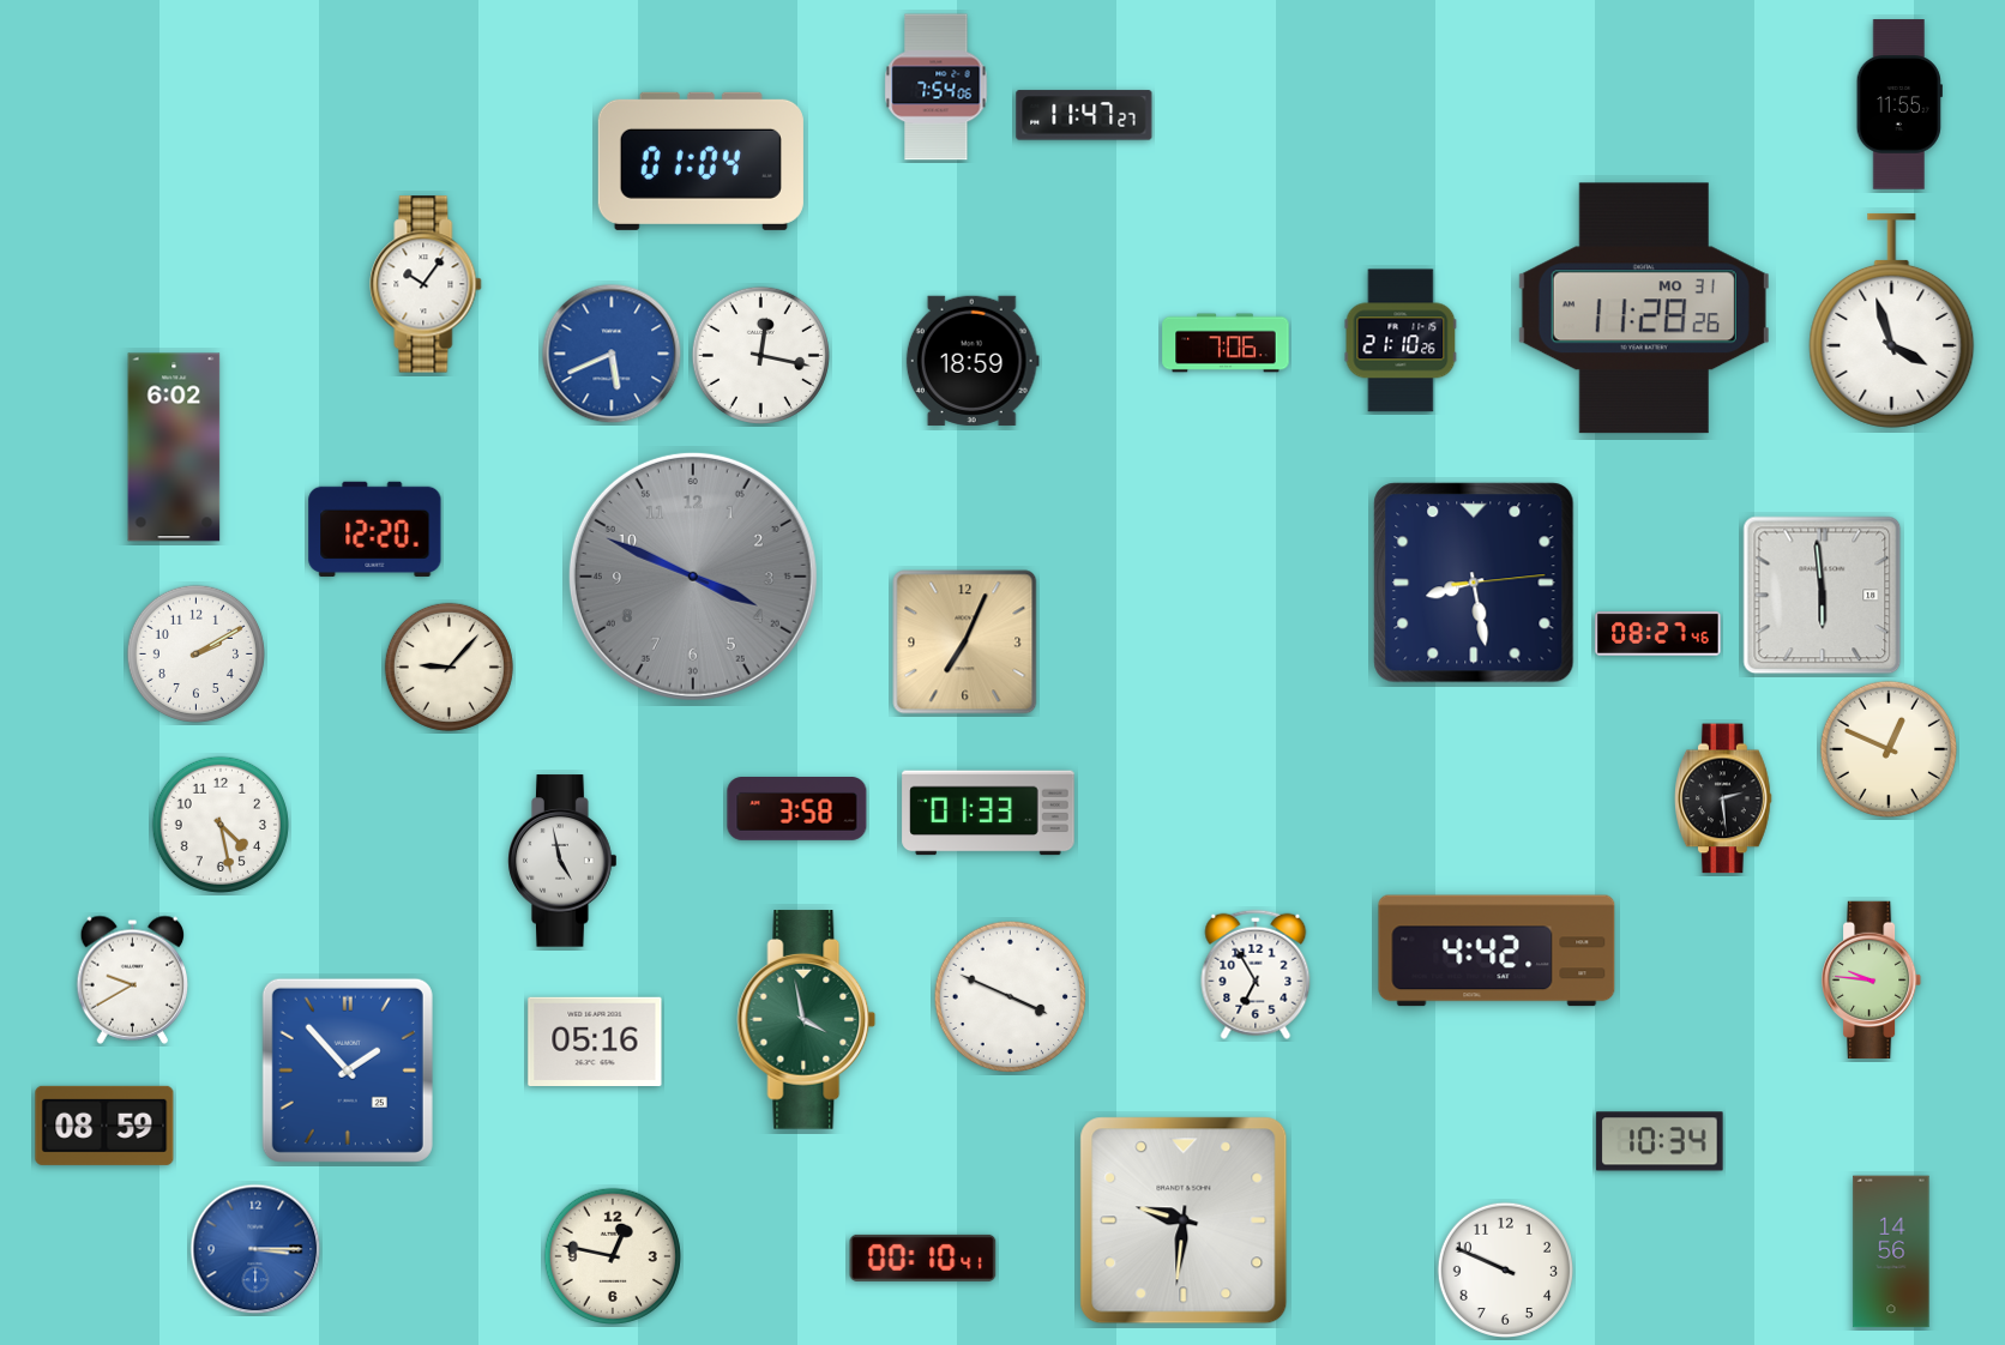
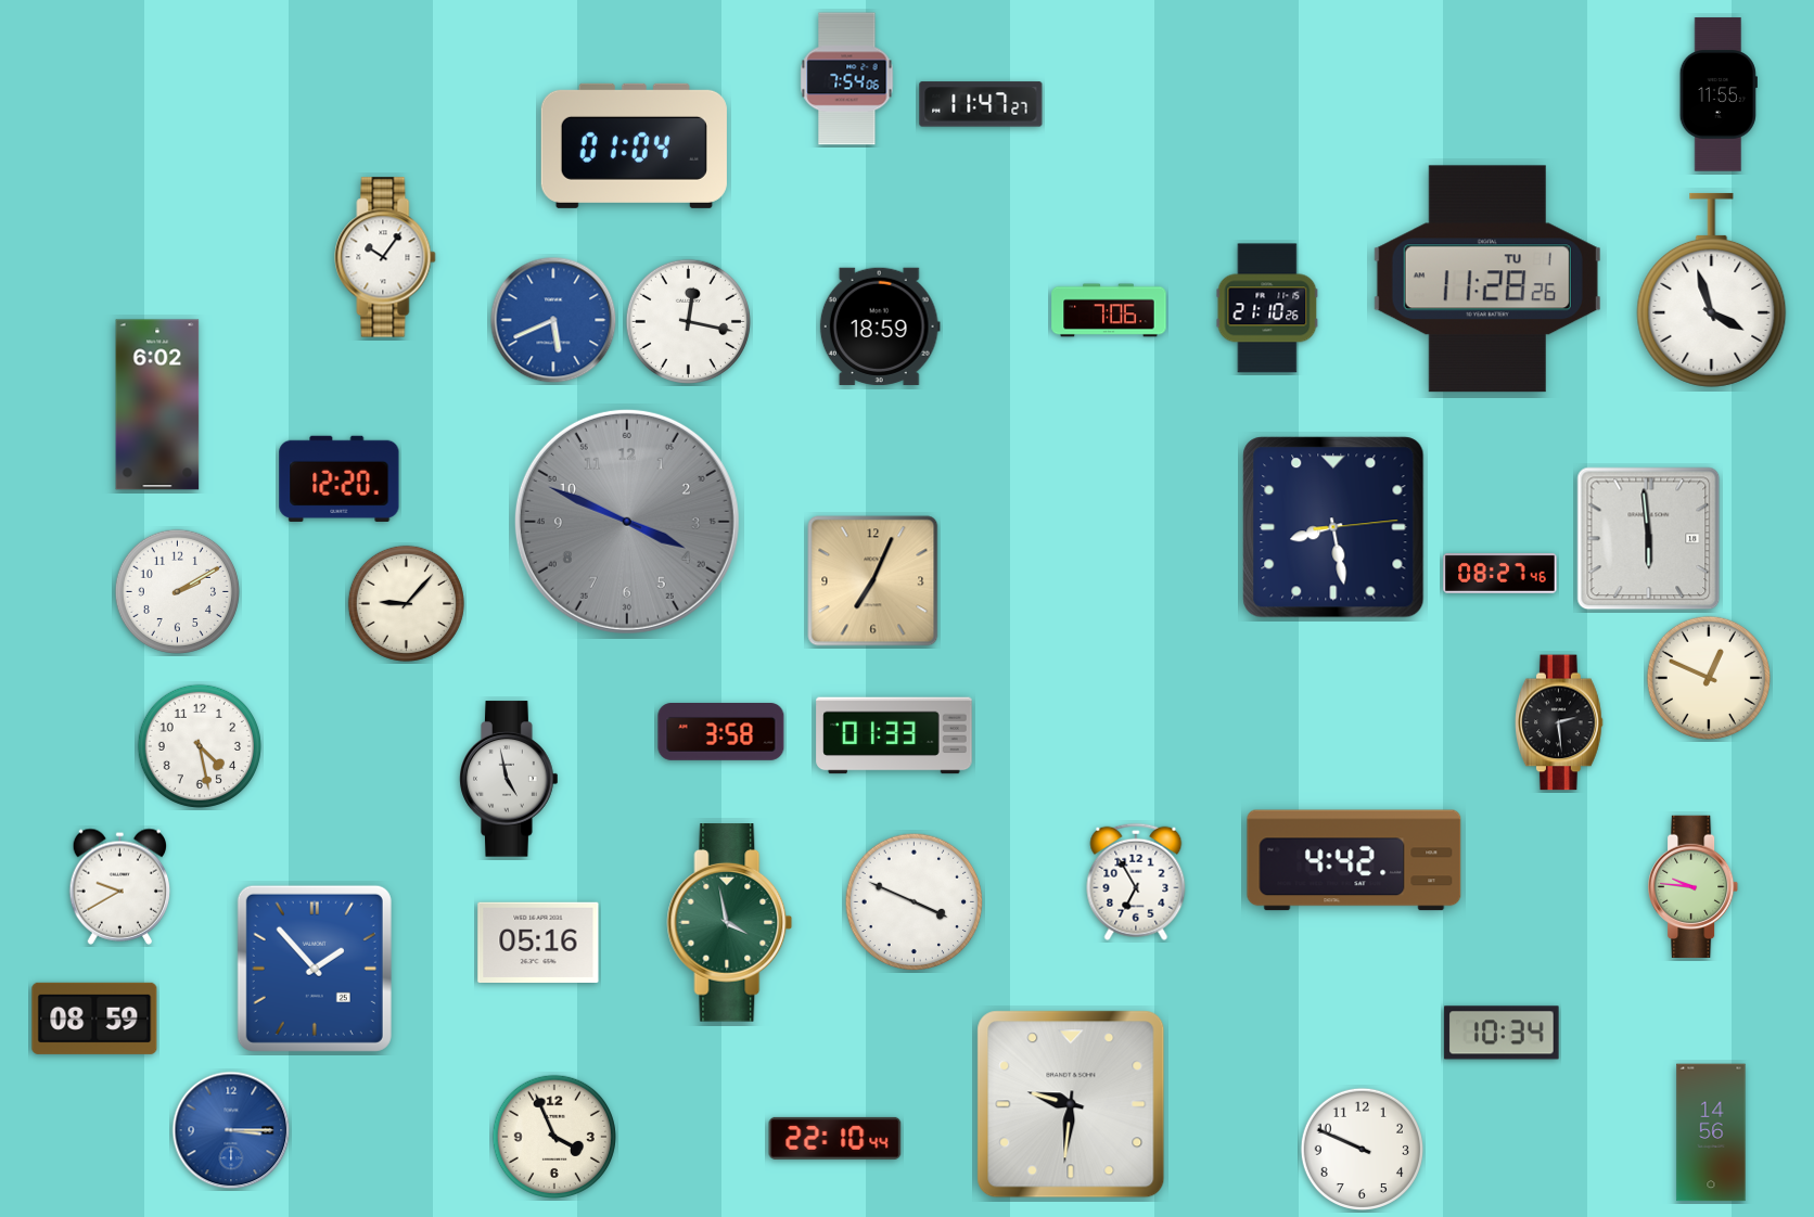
clock at (1644, 308) date: MO 31 -> TU 1
clock at (613, 1256): 12:47 -> 3:56
clock at (923, 1257): 00:10 -> 22:10
